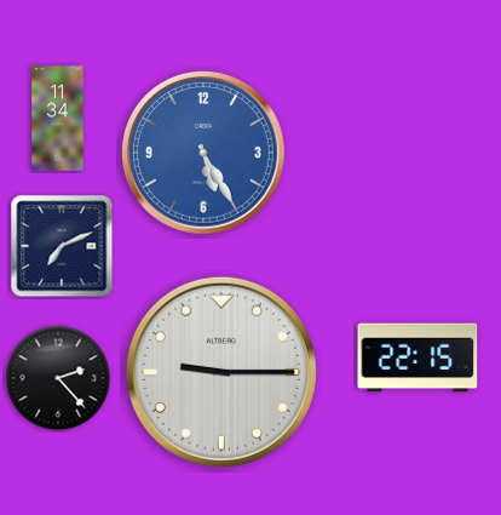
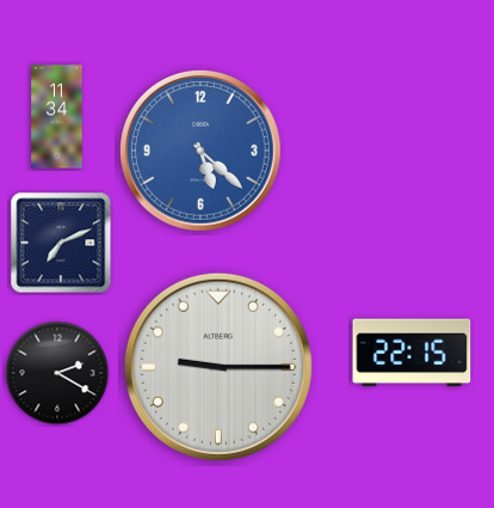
clock at (203, 153): 5:25 -> 5:22
clock at (58, 378): 2:23 -> 2:20
